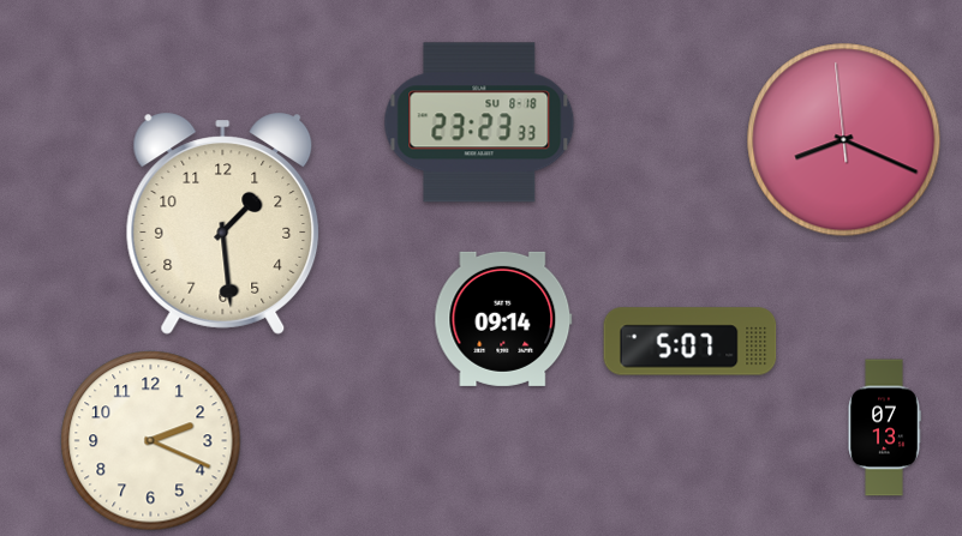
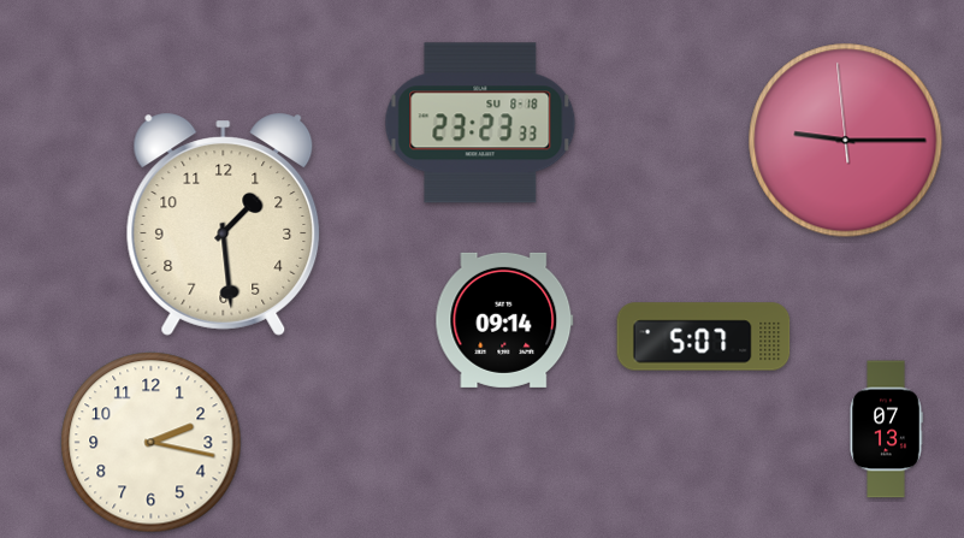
clock at (844, 140): 8:18 -> 9:14
clock at (691, 342) position: (691, 342) -> (704, 337)
clock at (151, 441): 2:19 -> 2:17
